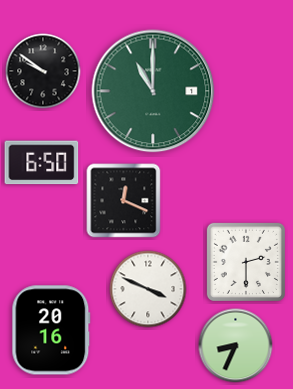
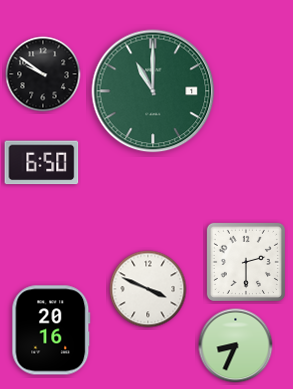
clock at (43, 71) position: (43, 71) -> (43, 74)
clock at (124, 201): 12:19 -> none
